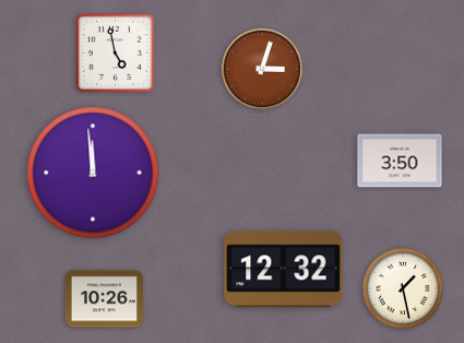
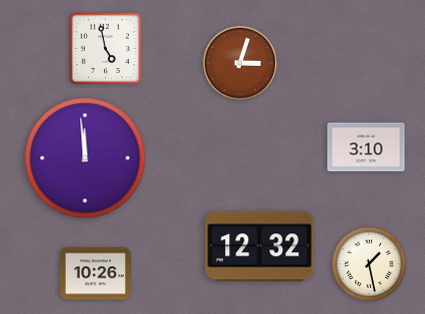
clock at (400, 161): 3:50 -> 3:10
